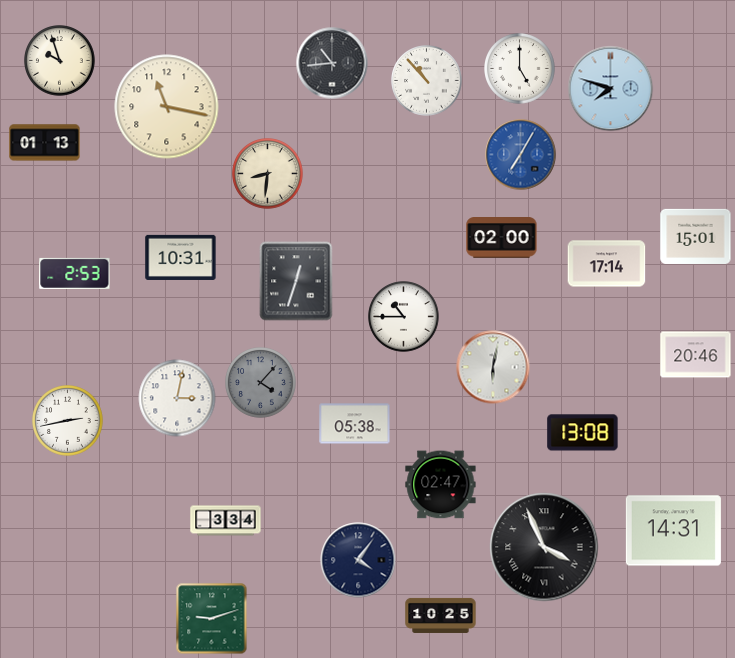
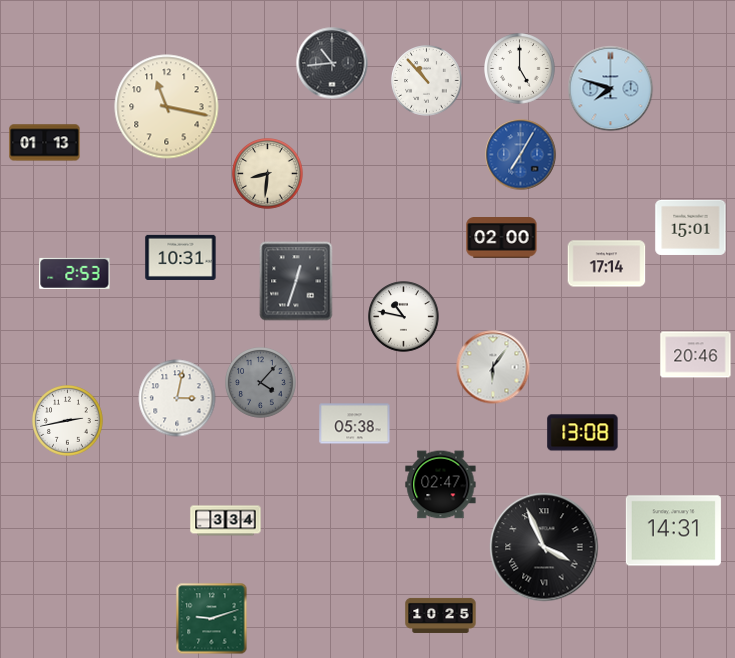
clock at (60, 61): 9:57 -> none
clock at (696, 236) position: (696, 236) -> (691, 227)
clock at (404, 317): 10:45 -> 10:47
clock at (493, 367): 6:02 -> 6:06
clock at (358, 560): 4:06 -> none
